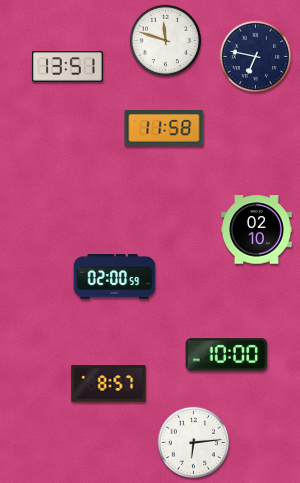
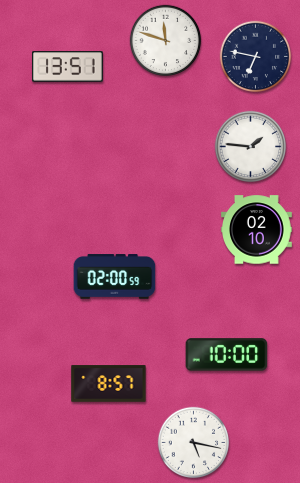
clock at (164, 129): 11:58 -> none
clock at (251, 147): none -> 1:46
clock at (194, 443): 6:14 -> 5:17
